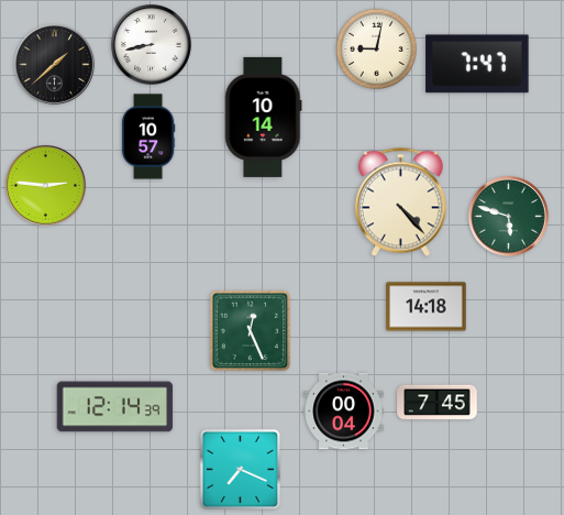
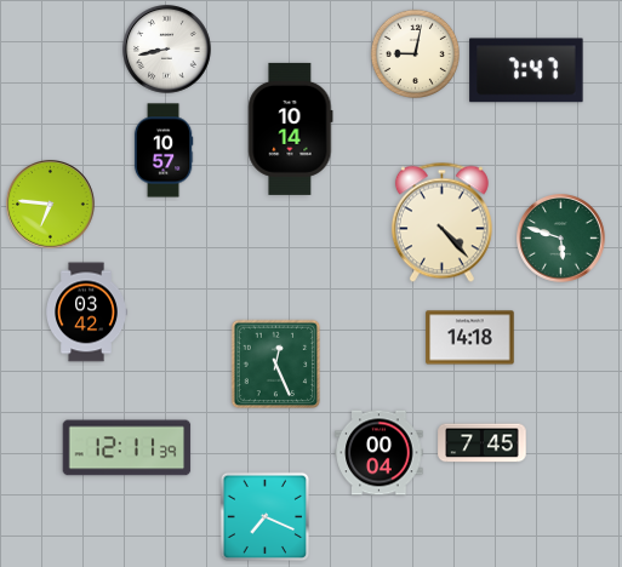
clock at (55, 65): 1:38 -> none
clock at (46, 186): 2:46 -> 6:46
clock at (86, 313): none -> 03:42
clock at (115, 407): 12:14 -> 12:11
